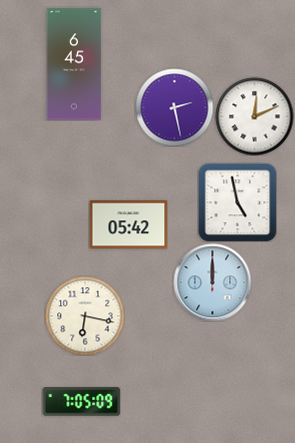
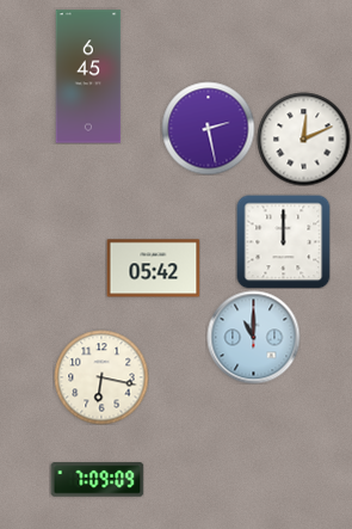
clock at (237, 202): 4:58 -> 12:00
clock at (212, 282): 12:00 -> 11:00
clock at (81, 402): 7:05 -> 7:09
